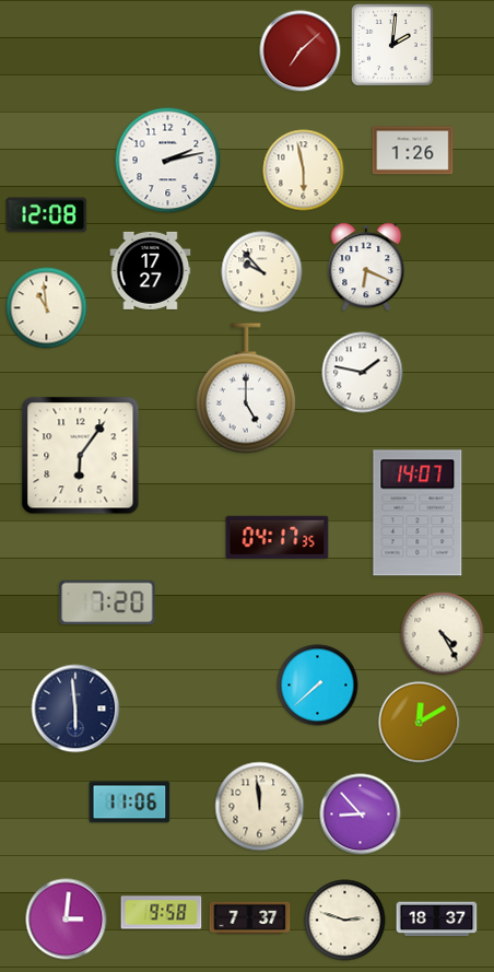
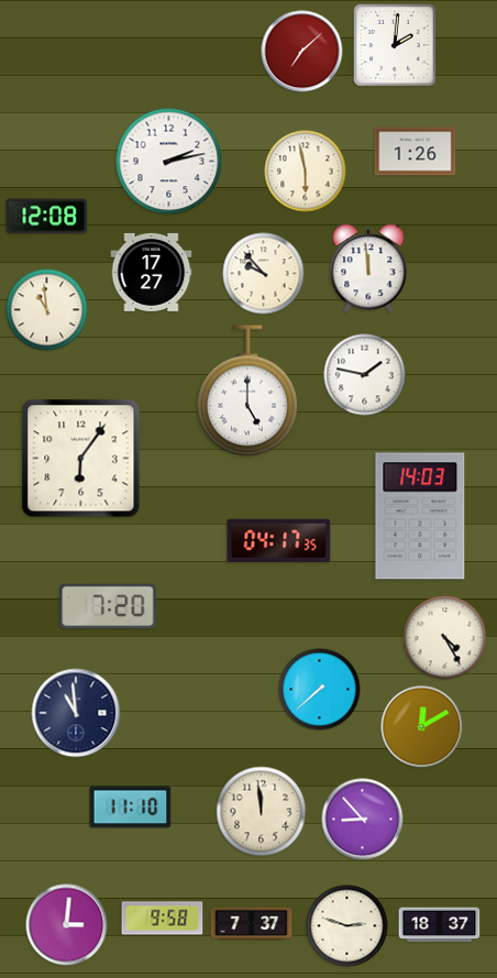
clock at (366, 267): 6:19 -> 11:59
clock at (417, 513): 14:07 -> 14:03
clock at (75, 708): 5:59 -> 10:59
clock at (130, 803): 11:06 -> 11:10
